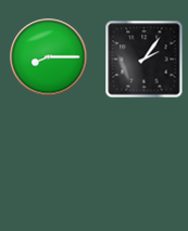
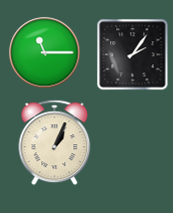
clock at (49, 57): 8:15 -> 11:15
clock at (55, 143): none -> 1:04
